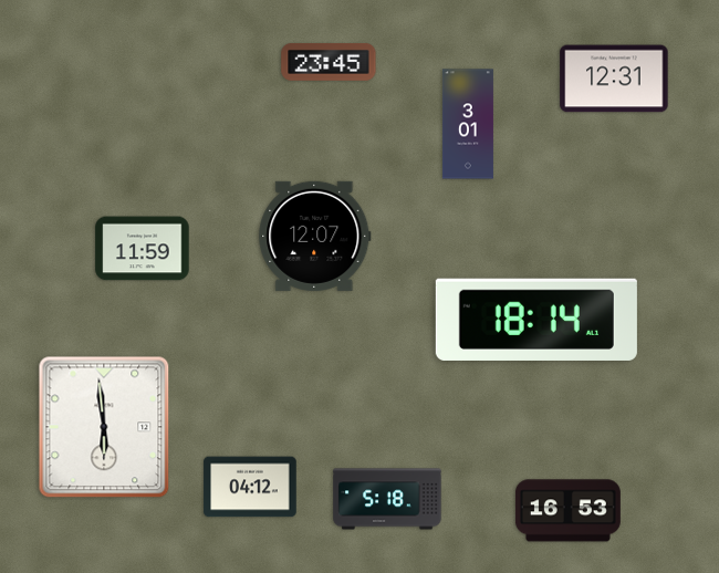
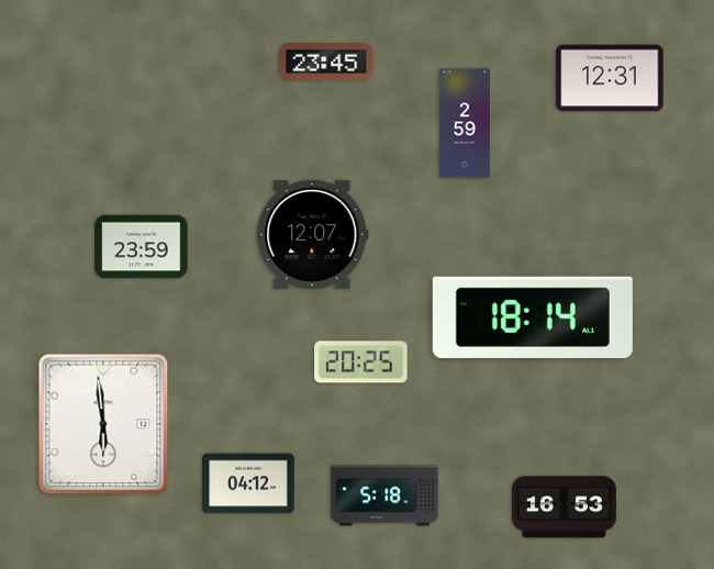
clock at (468, 124): 3:01 -> 2:59
clock at (143, 249): 11:59 -> 23:59
clock at (361, 362): none -> 20:25
